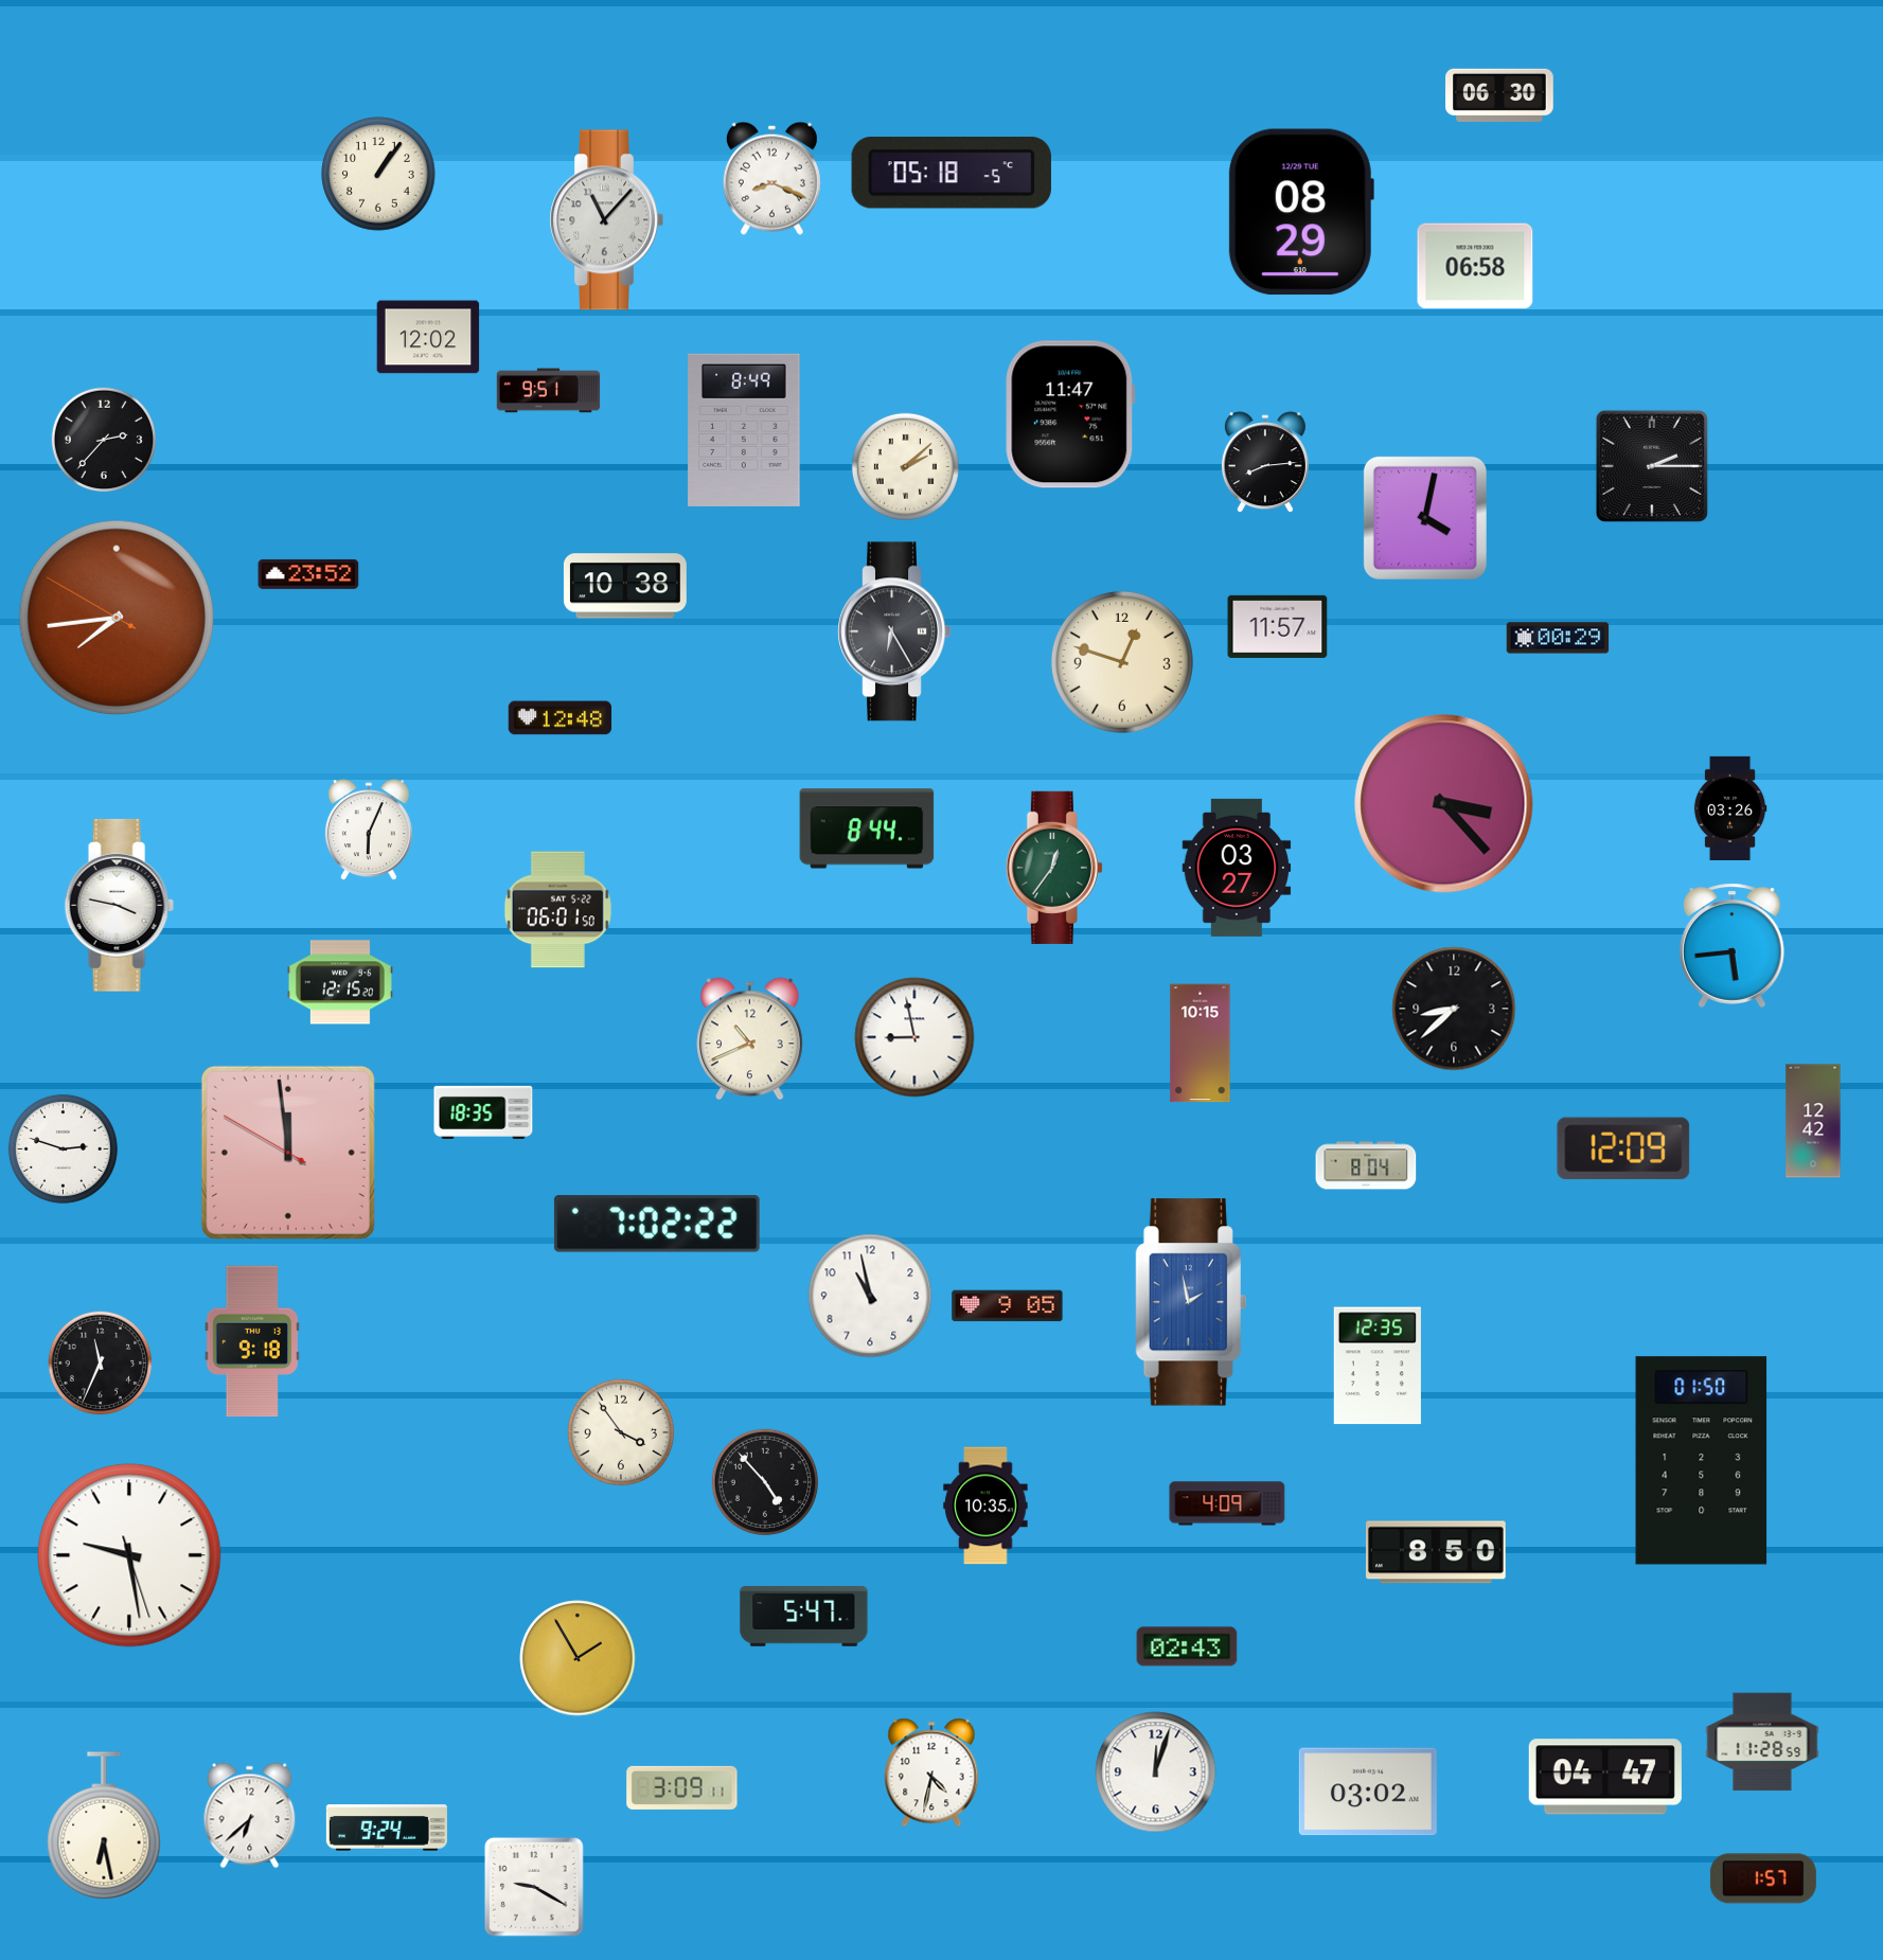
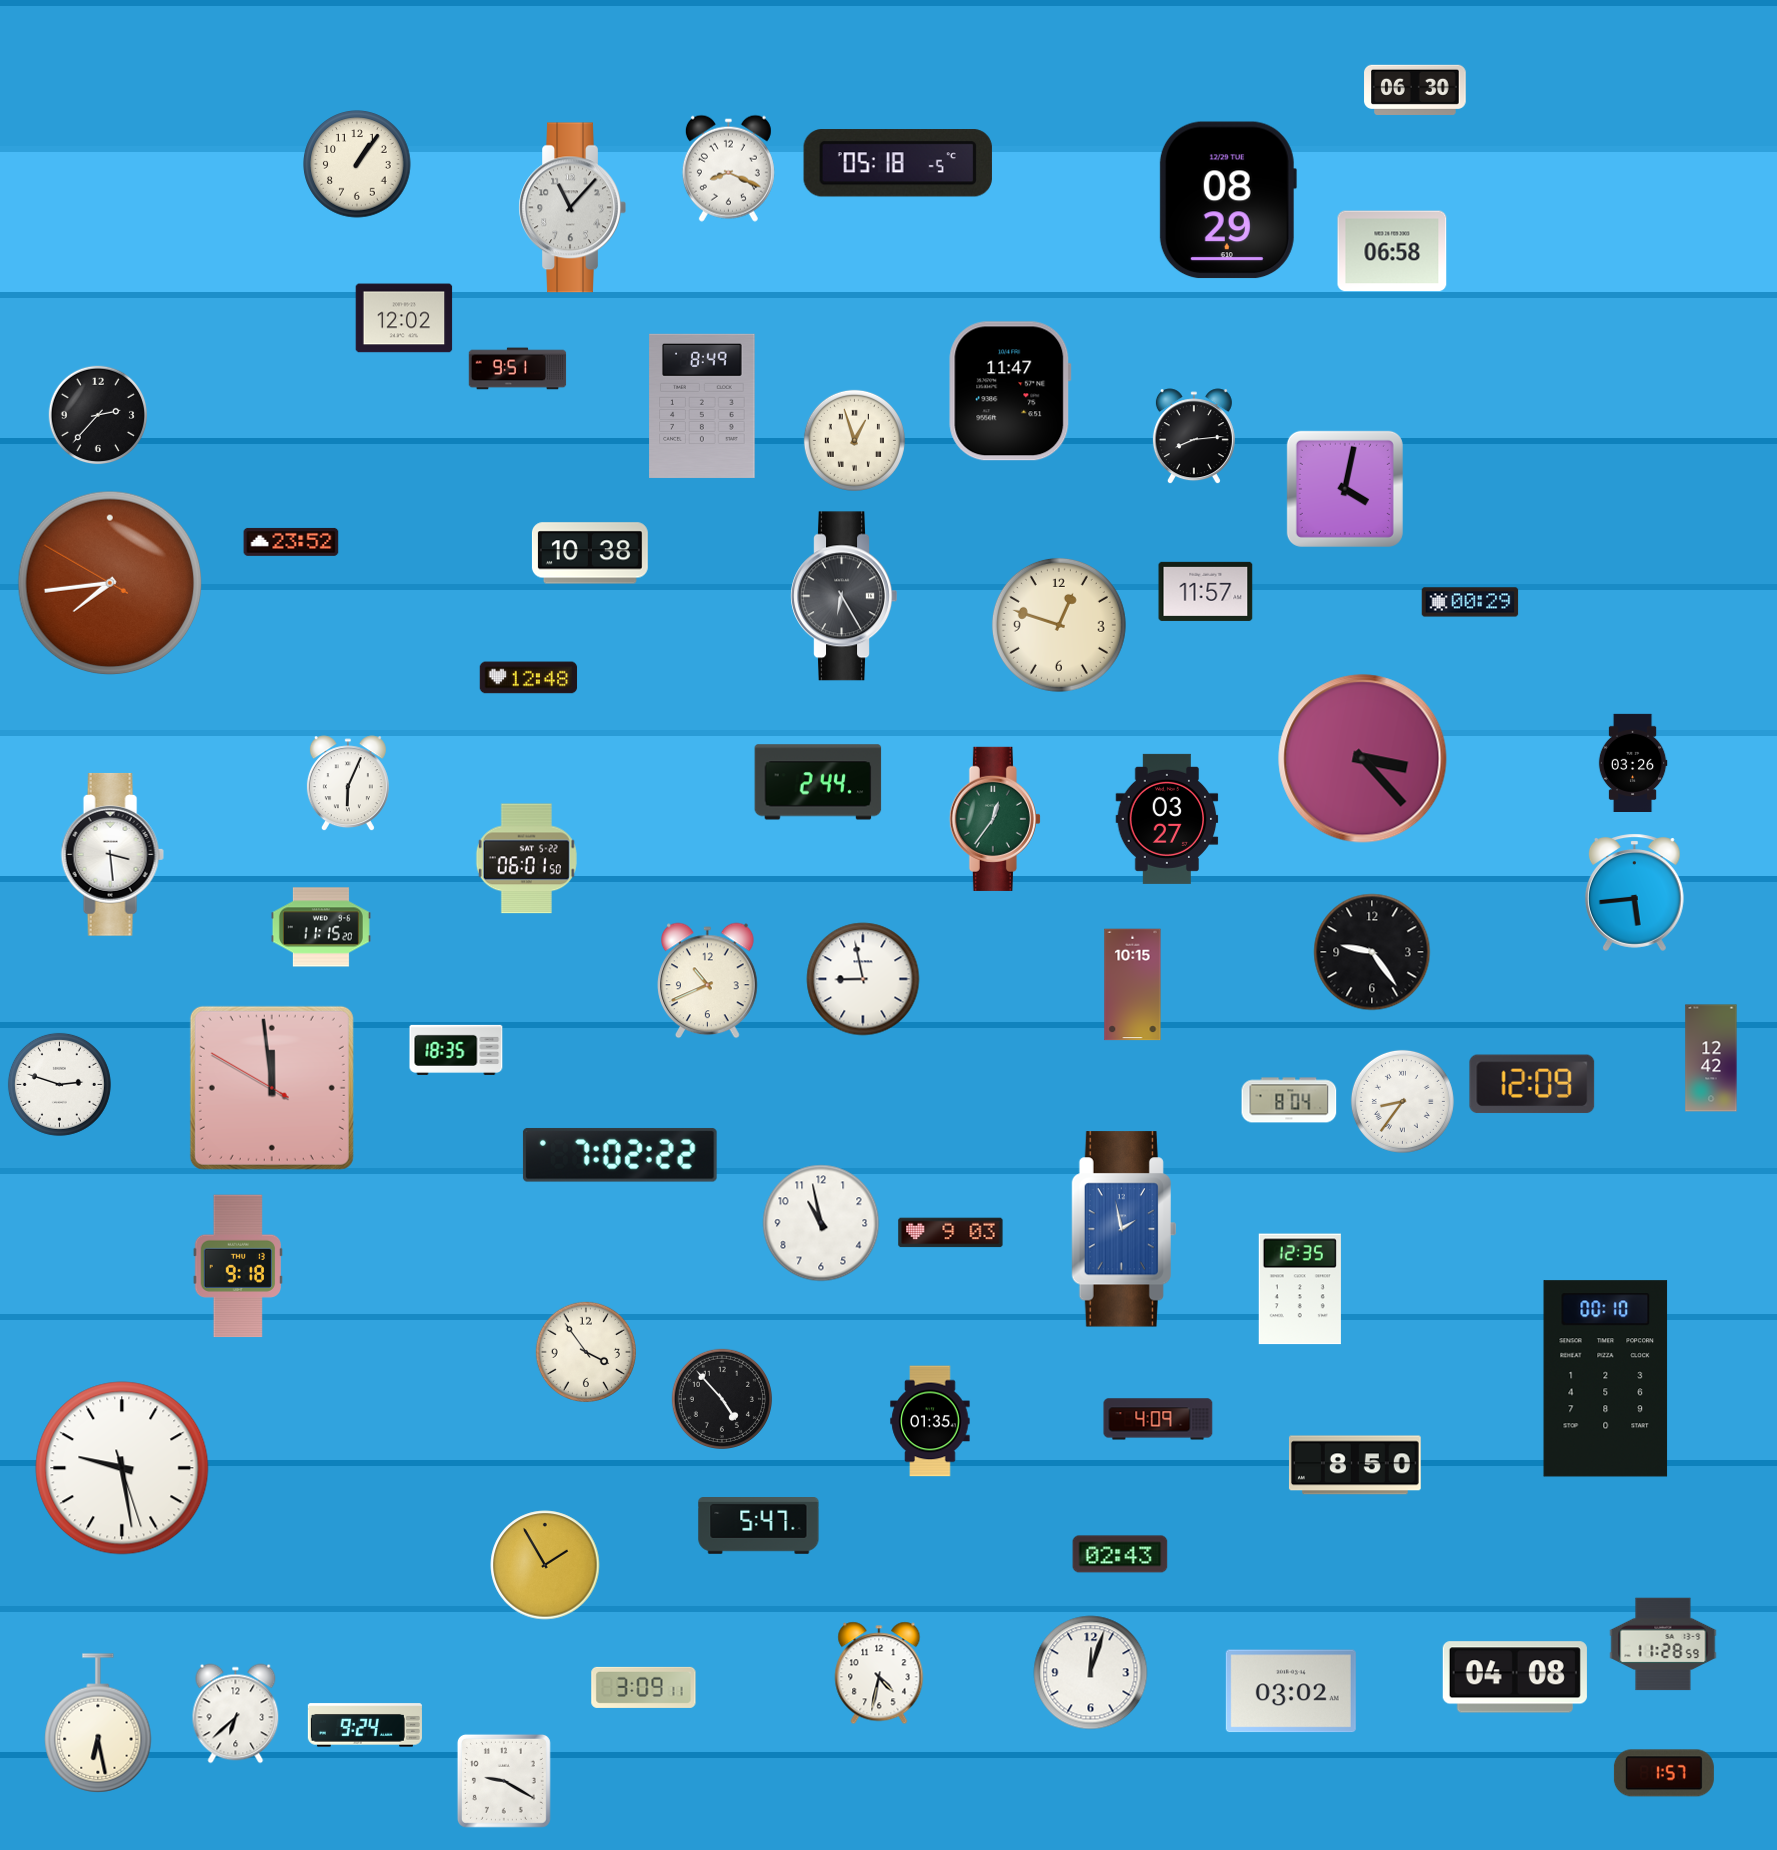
clock at (905, 466): 2:08 -> 12:57
clock at (1652, 466): 2:15 -> none
clock at (867, 828): 8:44 -> 2:44
clock at (119, 905): 3:47 -> 3:29
clock at (340, 982): 12:15 -> 11:15
clock at (1454, 1009): 8:38 -> 9:24
clock at (1402, 1101): none -> 8:36
clock at (1008, 1306): 9:05 -> 9:03
clock at (101, 1364): 11:34 -> none
clock at (1702, 1461): 01:50 -> 00:10
clock at (985, 1505): 10:35 -> 01:35
clock at (1605, 1777): 04:47 -> 04:08
